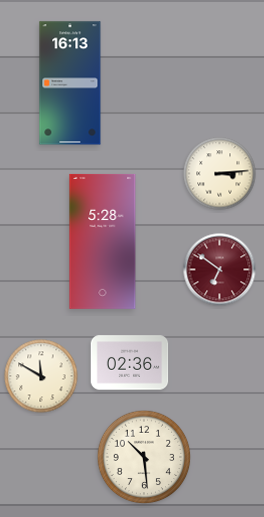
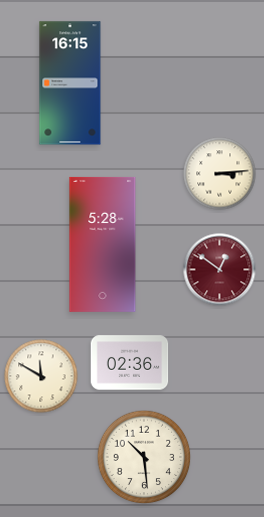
clock at (70, 83): 16:13 -> 16:15
clock at (103, 241) position: (103, 241) -> (103, 244)
clock at (220, 270): 6:51 -> 12:51
